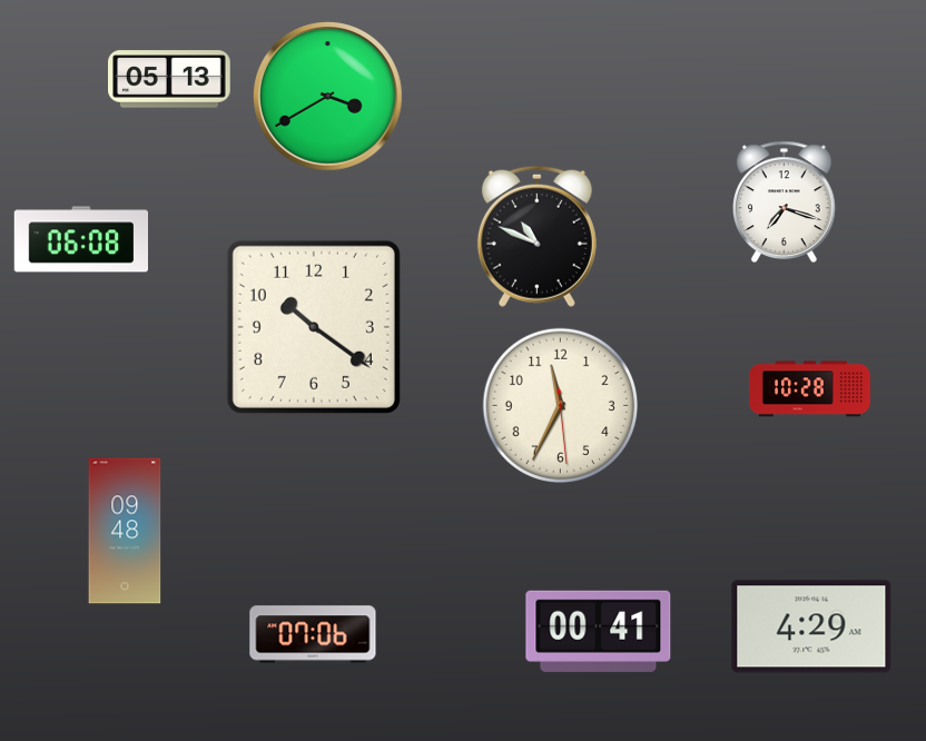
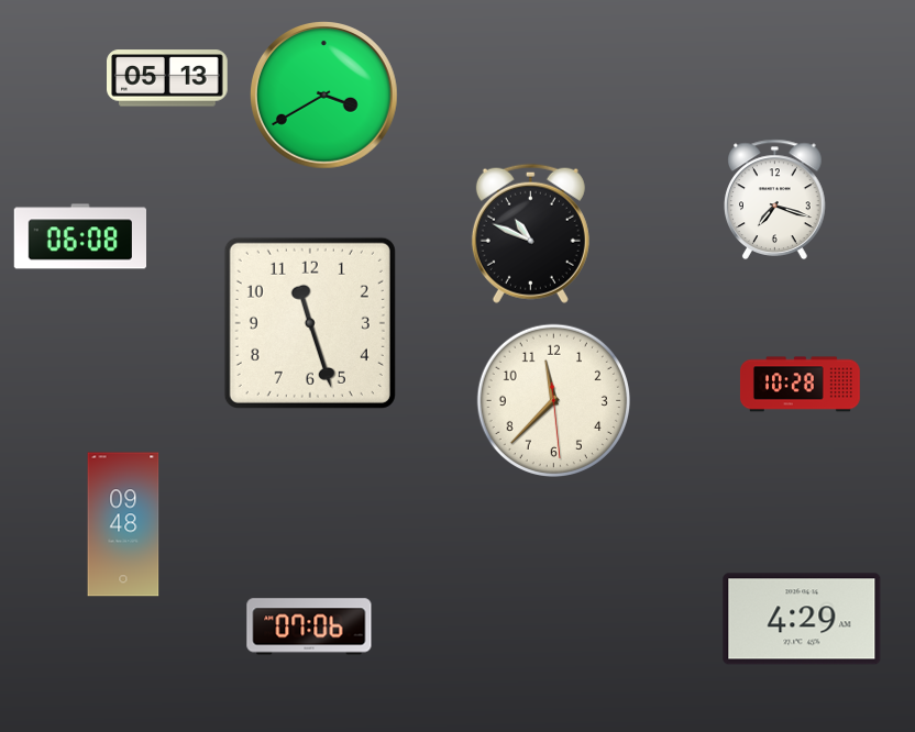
clock at (314, 327): 10:21 -> 11:27
clock at (560, 405): 11:34 -> 11:37
clock at (599, 631): 00:41 -> none
